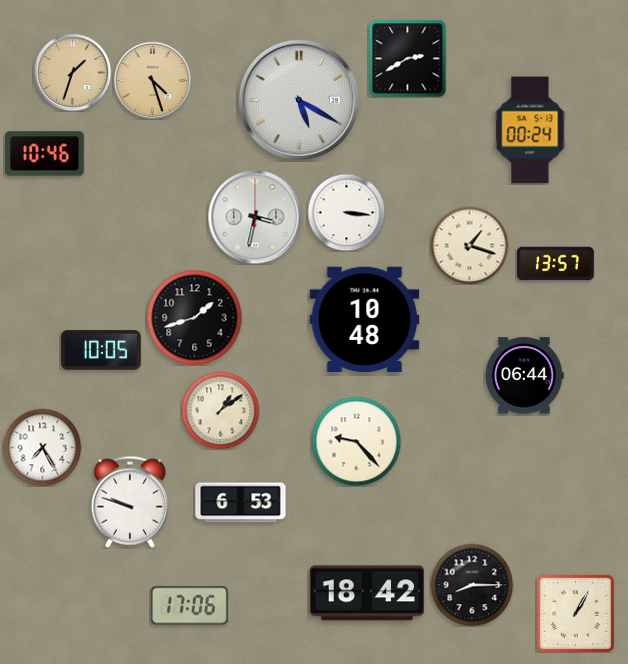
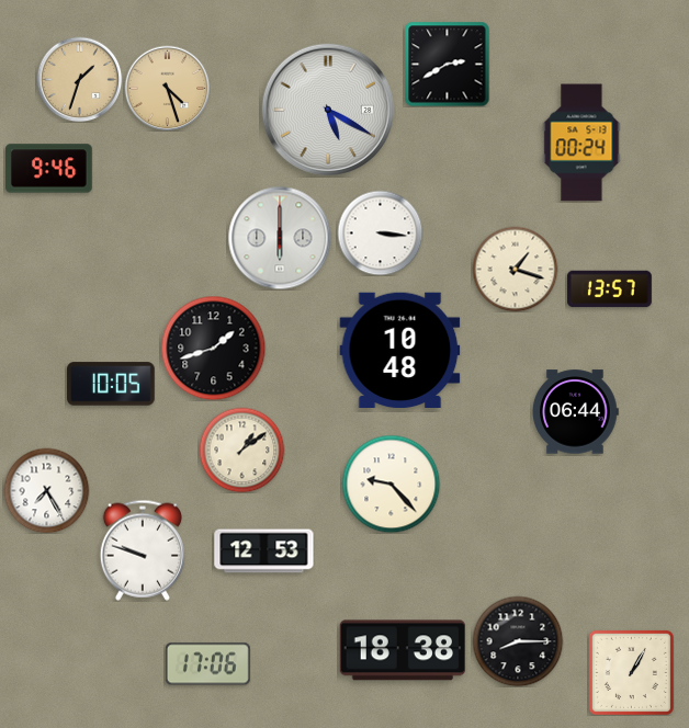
clock at (45, 154): 10:46 -> 9:46
clock at (255, 217): 3:32 -> 6:00
clock at (241, 503): 6:53 -> 12:53
clock at (367, 593): 18:42 -> 18:38
